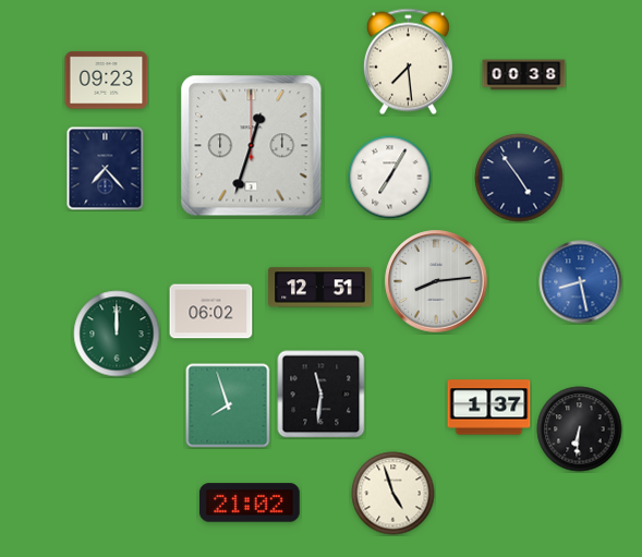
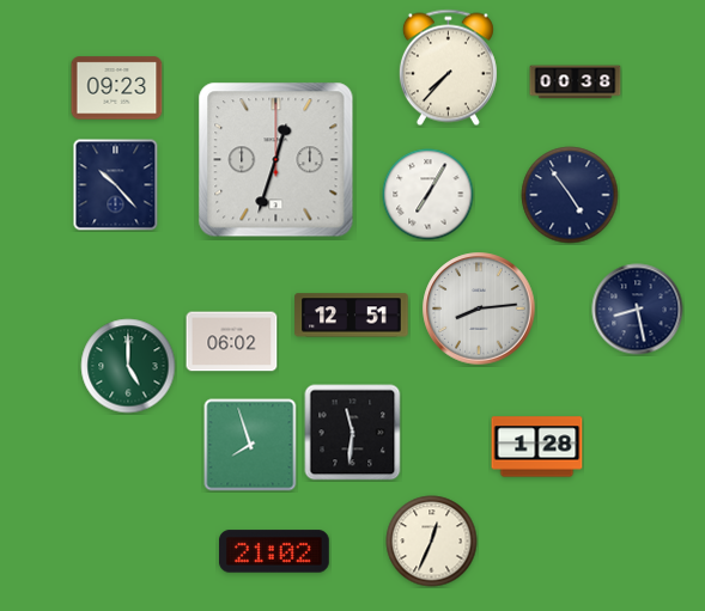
clock at (408, 62): 7:29 -> 7:37
clock at (106, 169): 7:23 -> 10:23
clock at (581, 282) dial: blue -> navy
clock at (117, 334): 12:00 -> 5:00
clock at (489, 408): 1:37 -> 1:28
clock at (580, 429): 6:31 -> none
clock at (393, 494): 4:57 -> 12:34
